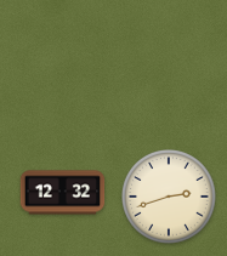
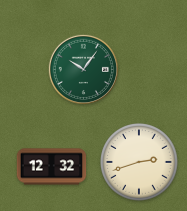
clock at (83, 69): none -> 10:06
clock at (63, 193) position: (63, 193) -> (52, 167)
